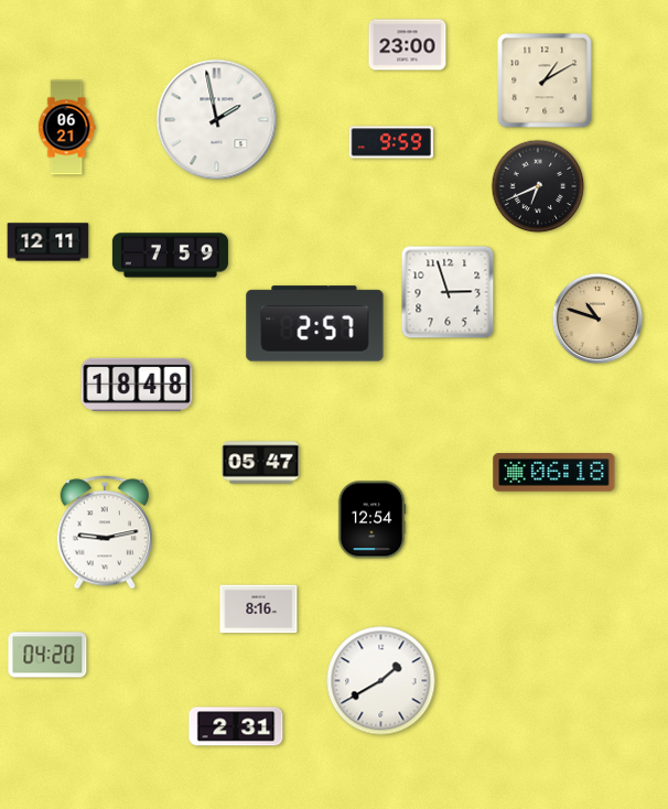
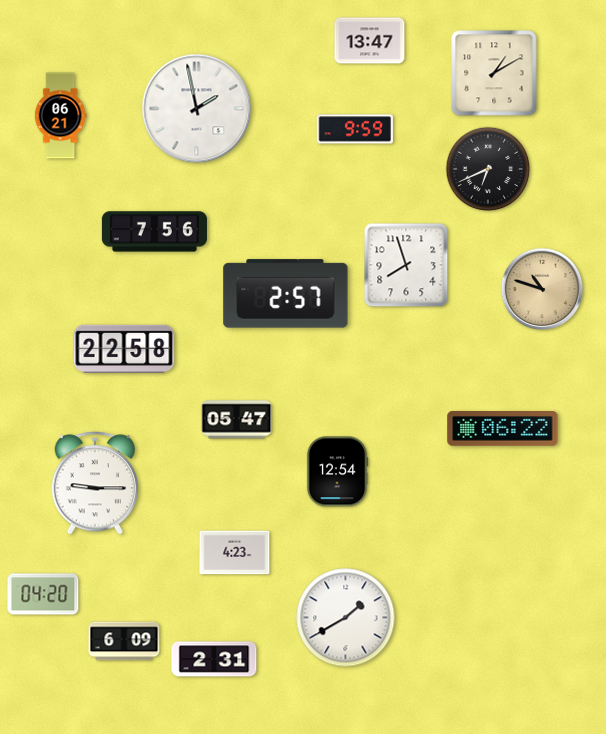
clock at (408, 45): 23:00 -> 13:47
clock at (49, 242): 12:11 -> none
clock at (170, 256): 7:59 -> 7:56
clock at (448, 292): 2:57 -> 7:57
clock at (137, 384): 18:48 -> 22:58
clock at (554, 473): 06:18 -> 06:22
clock at (105, 532): 9:13 -> 9:15
clock at (259, 610): 8:16 -> 4:23
clock at (124, 641): none -> 6:09
